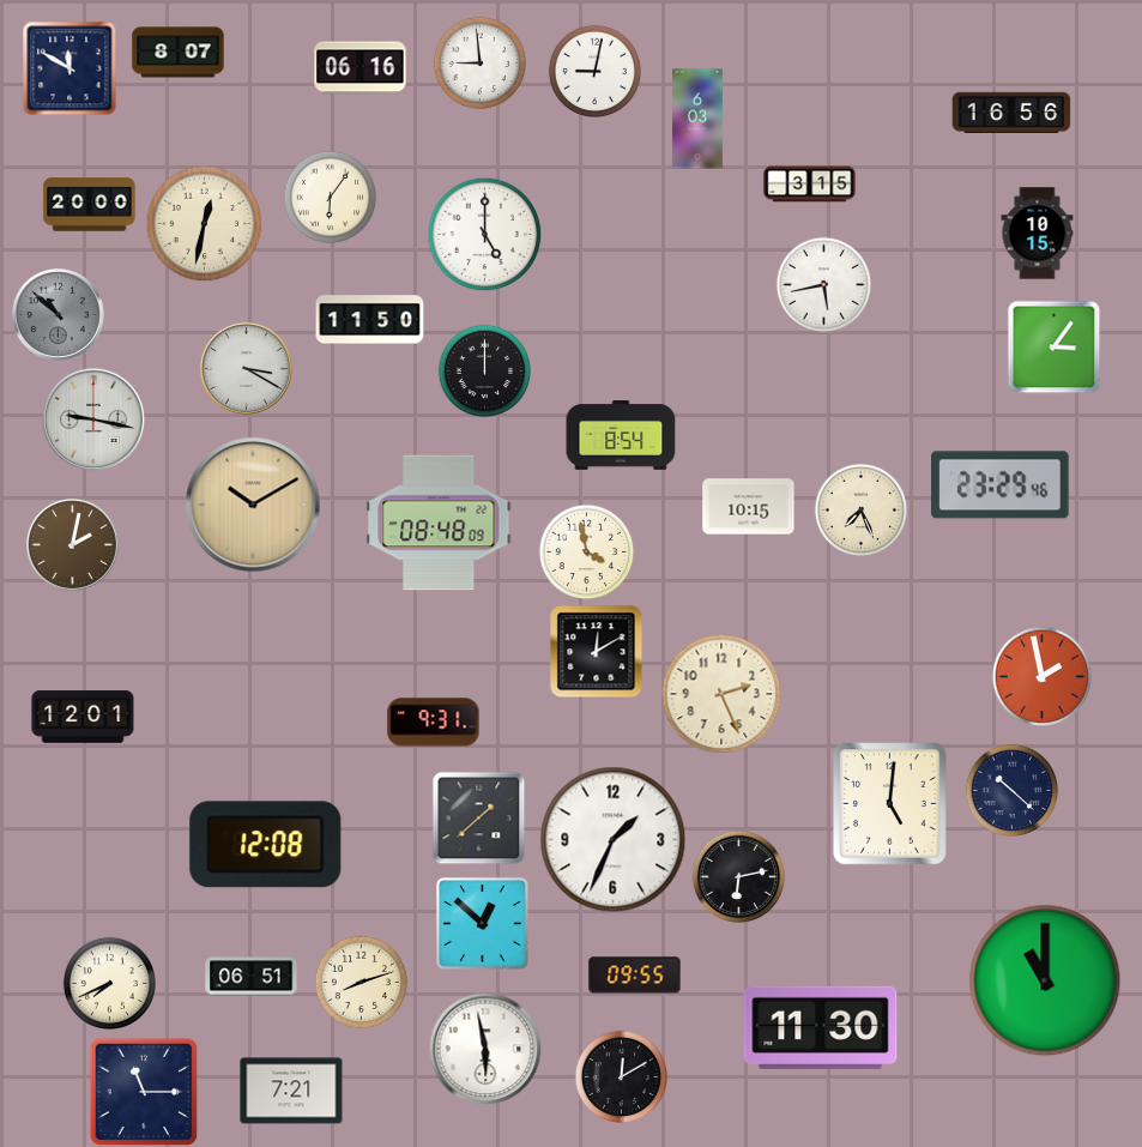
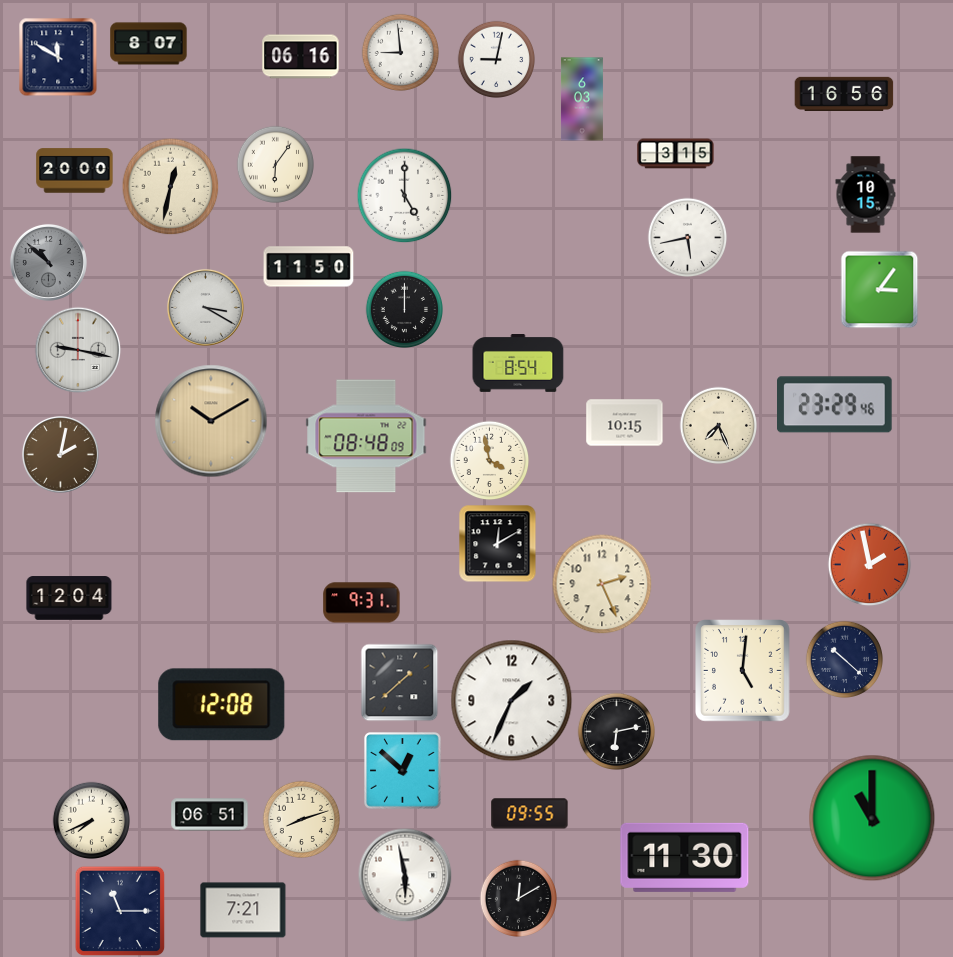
clock at (721, 694) position: (721, 694) -> (602, 584)
clock at (83, 717): 12:01 -> 12:04
